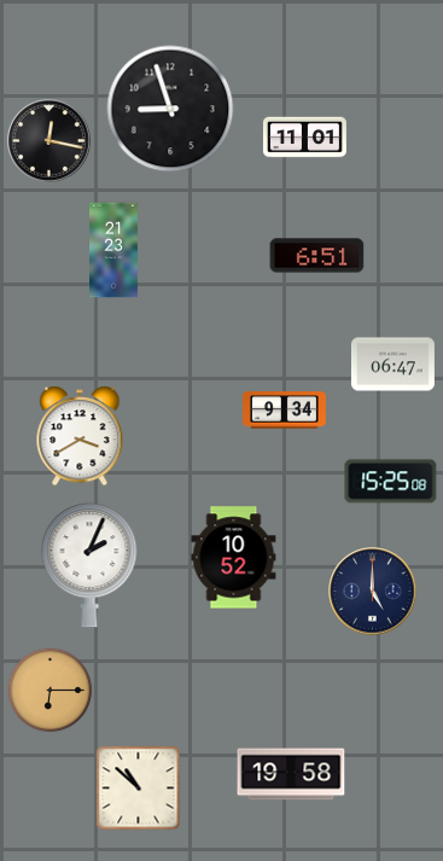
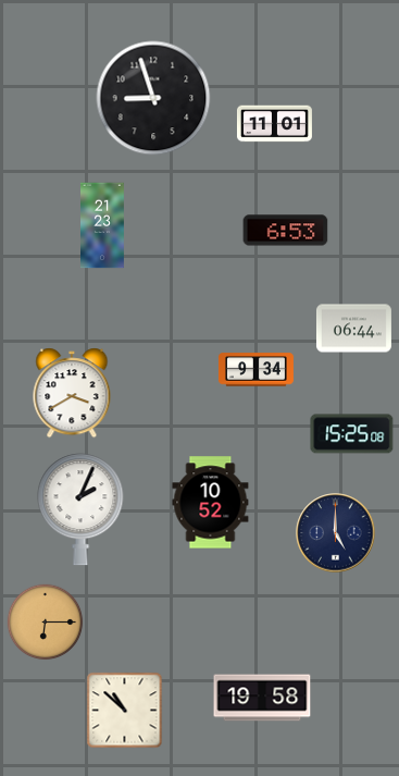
clock at (49, 141): 12:17 -> none
clock at (317, 256): 6:51 -> 6:53
clock at (392, 365): 06:47 -> 06:44
